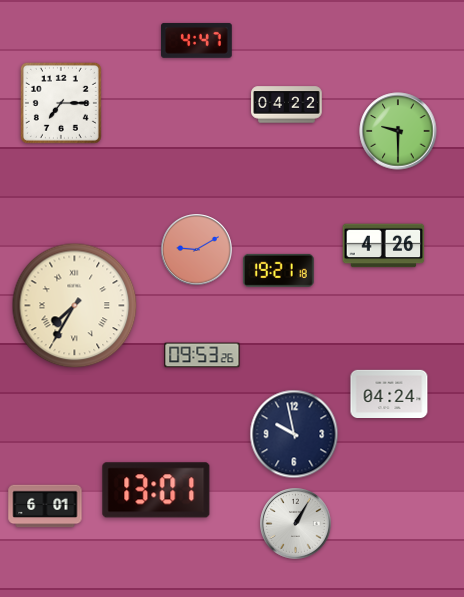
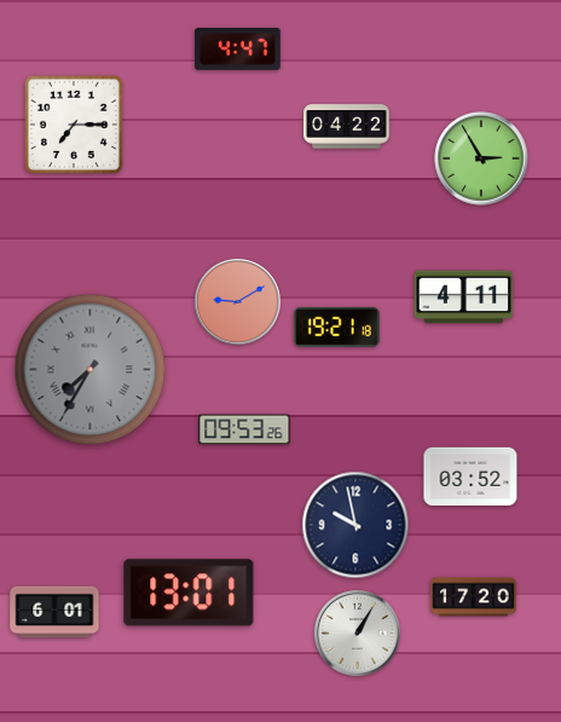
clock at (398, 131): 9:30 -> 2:55
clock at (384, 246): 4:26 -> 4:11
clock at (75, 306) dial: cream -> grey
clock at (389, 393): 04:24 -> 03:52
clock at (474, 597): none -> 17:20
